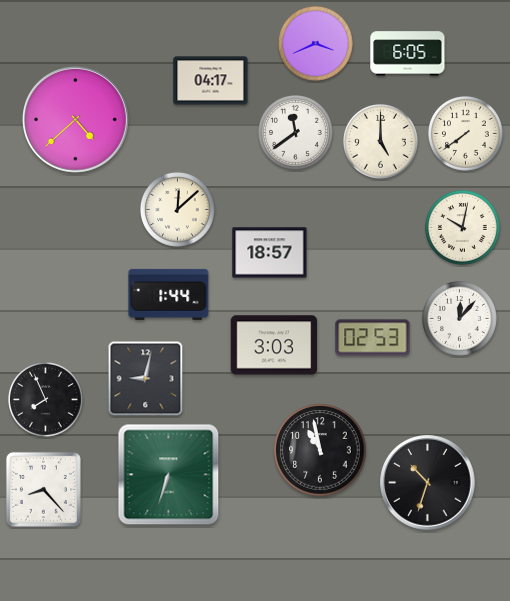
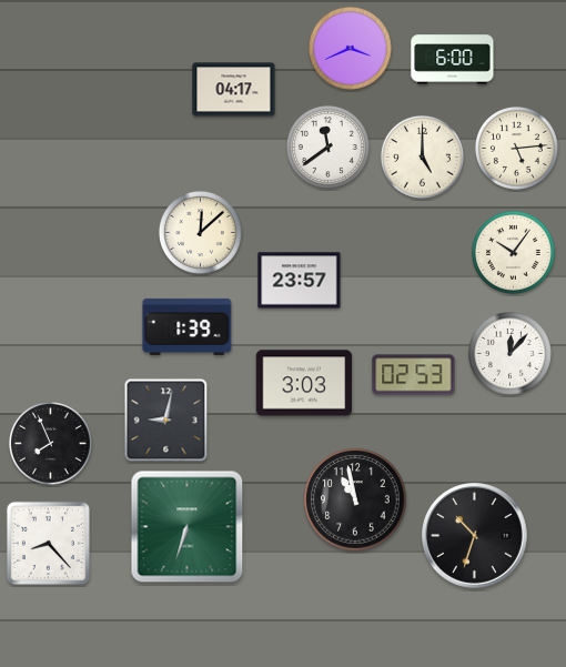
clock at (408, 54): 6:05 -> 6:00
clock at (76, 120): 4:38 -> none
clock at (465, 133): 7:39 -> 5:14
clock at (177, 209) position: (177, 209) -> (200, 232)
clock at (462, 227): 10:02 -> 10:06
clock at (270, 253): 18:57 -> 23:57
clock at (169, 294): 1:44 -> 1:39
clock at (146, 379) position: (146, 379) -> (166, 421)
